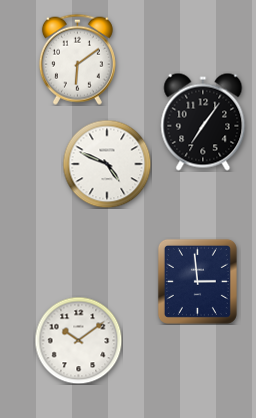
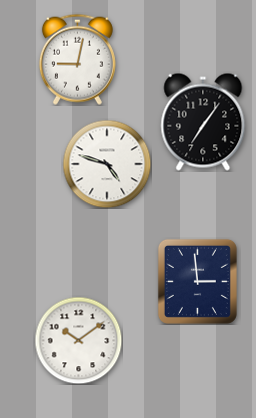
clock at (77, 59): 6:09 -> 9:02
clock at (107, 164): 4:49 -> 4:48
